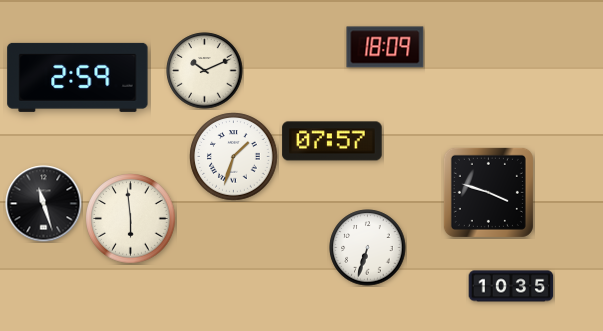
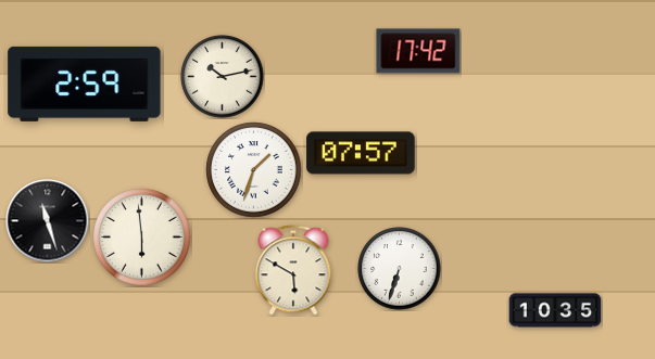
clock at (385, 47): 18:09 -> 17:42
clock at (205, 71): 10:11 -> 10:13
clock at (488, 192): 3:48 -> none
clock at (293, 270): none -> 5:50
